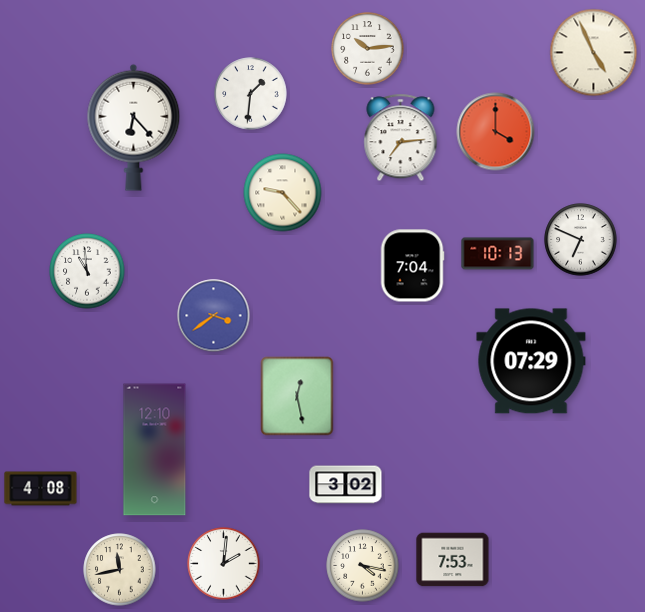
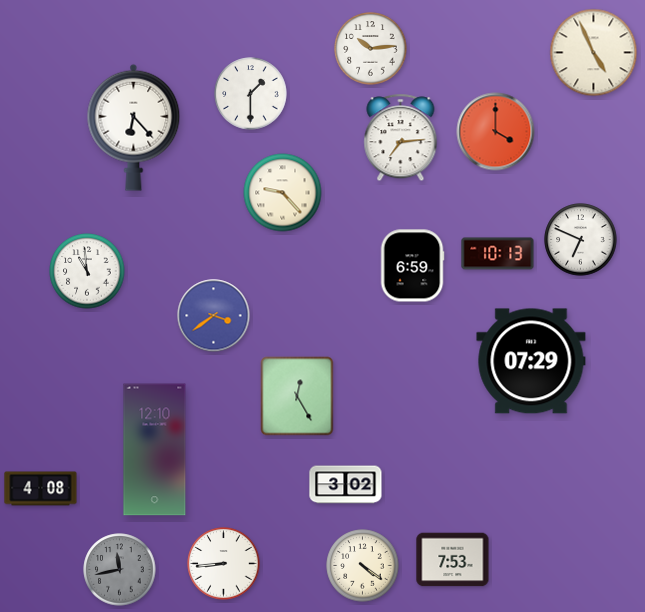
clock at (368, 49) position: (368, 49) -> (371, 49)
clock at (251, 94): 1:31 -> 1:30
clock at (412, 266): 7:04 -> 6:59
clock at (297, 396): 12:28 -> 12:25
clock at (224, 564): 2:01 -> 8:44
clock at (363, 566): 4:17 -> 4:21
clock at (120, 570) dial: cream -> grey
